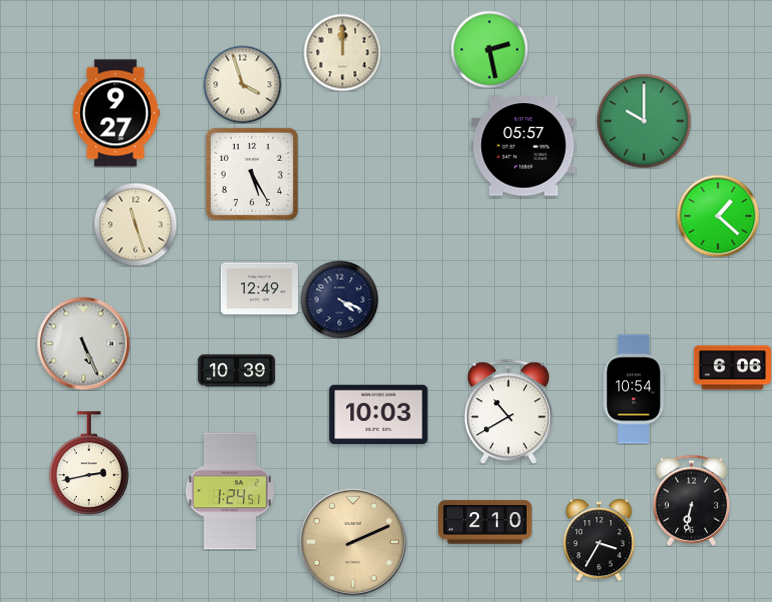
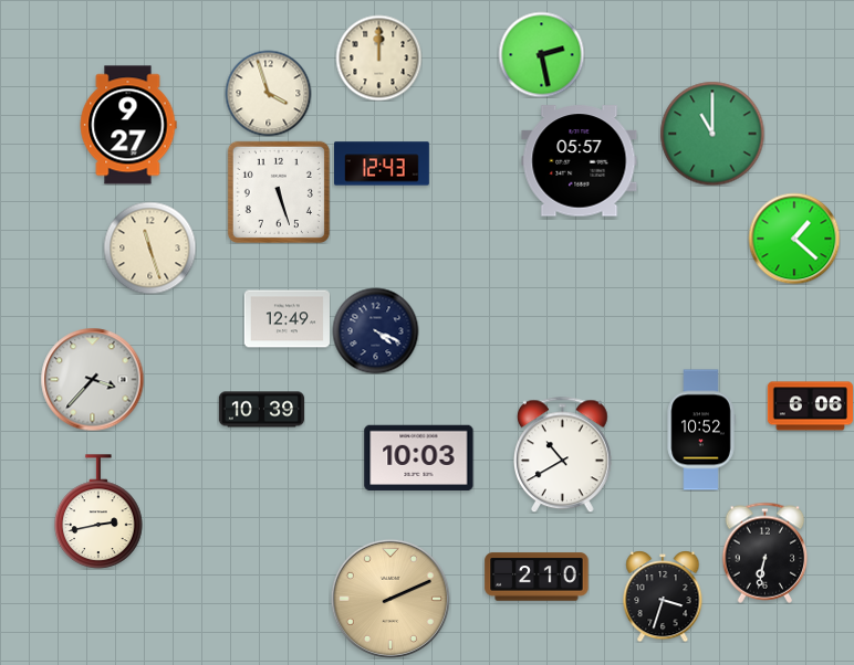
clock at (644, 121): 10:00 -> 11:00
clock at (383, 163): none -> 12:43
clock at (252, 174): 5:25 -> 5:27
clock at (83, 343): 5:26 -> 3:37
clock at (634, 389): 10:54 -> 10:52
clock at (230, 491): 1:24 -> none
clock at (599, 540): 3:35 -> 3:33
